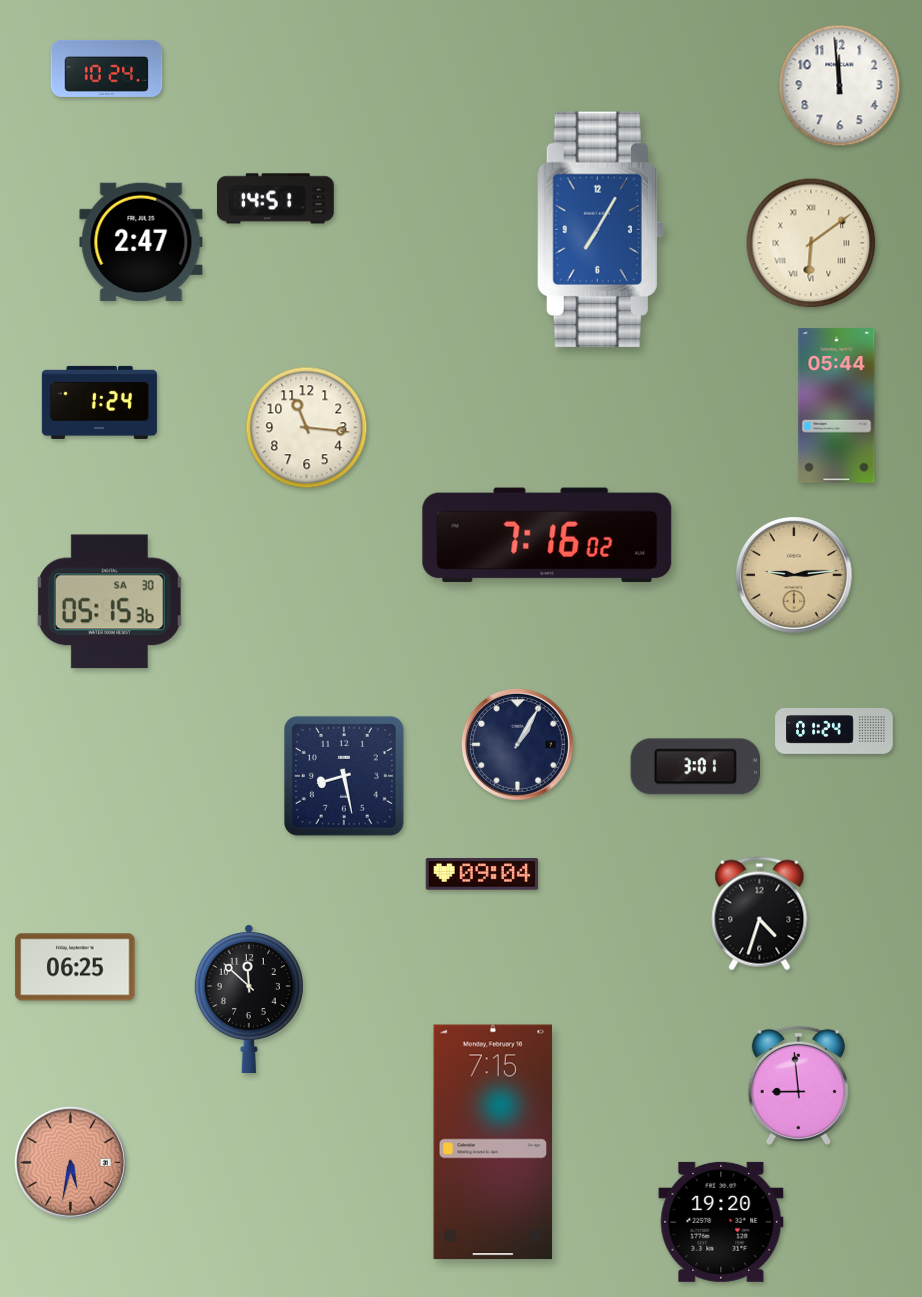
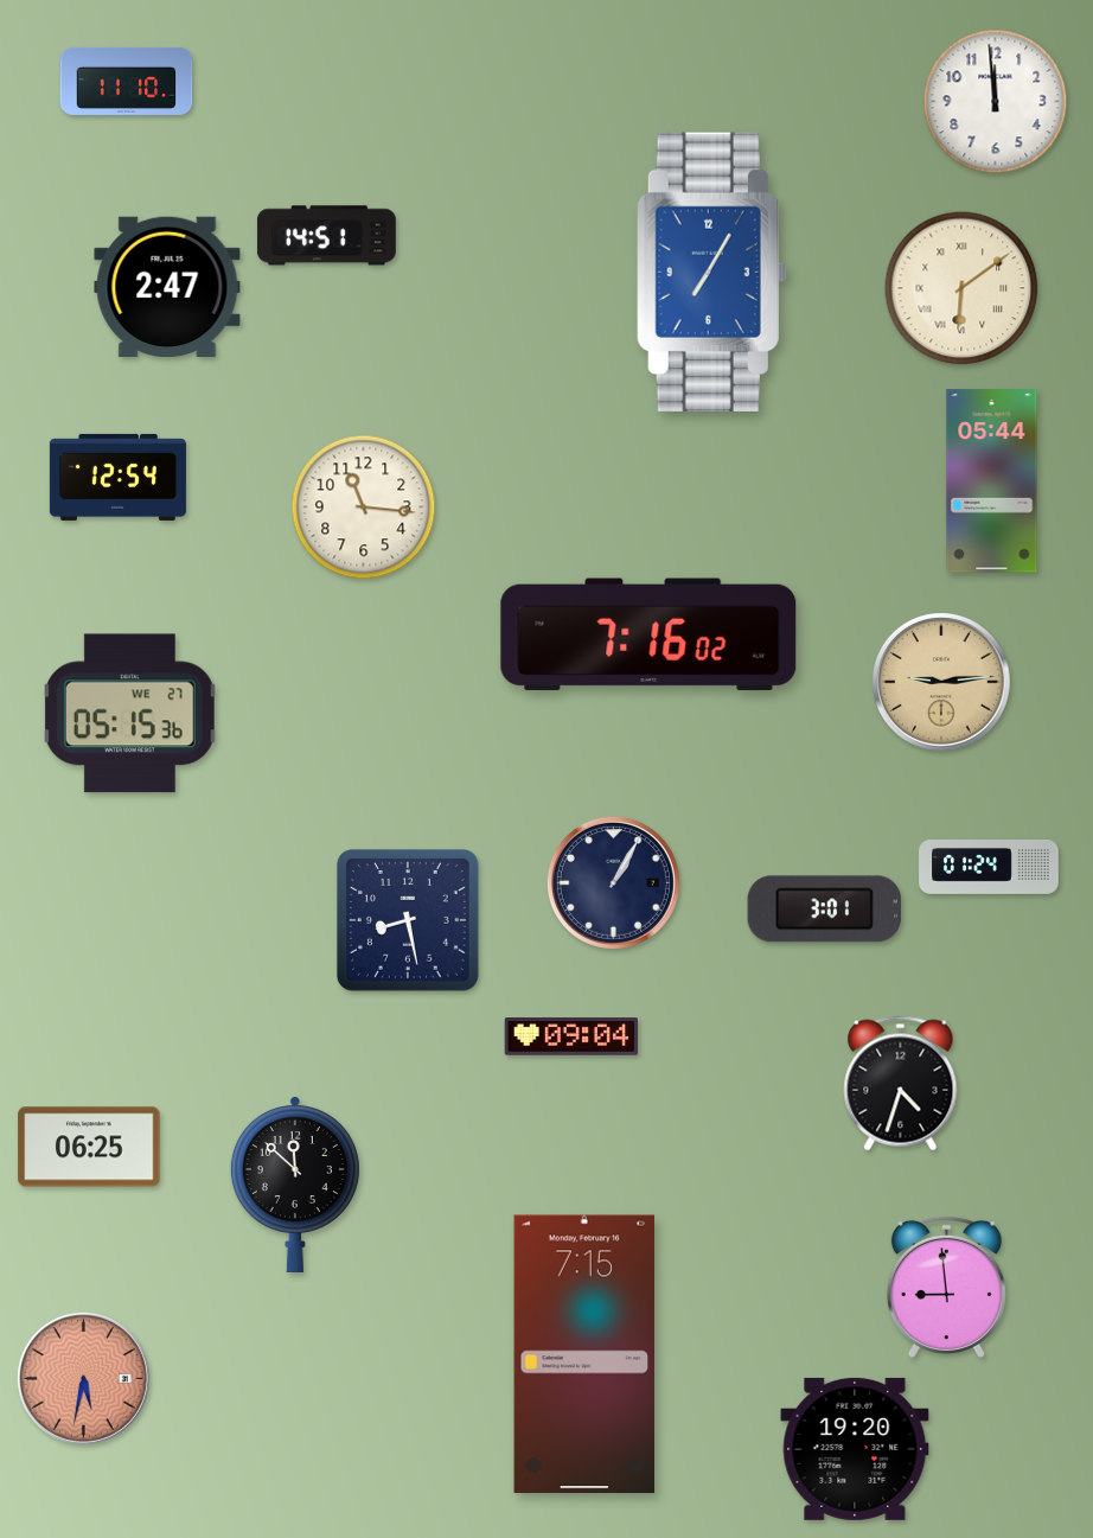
clock at (107, 68): 10:24 -> 11:10
clock at (99, 402): 1:24 -> 12:54
clock at (109, 602) date: SA 30 -> WE 27
